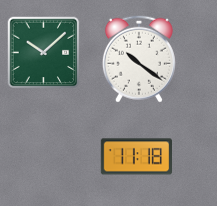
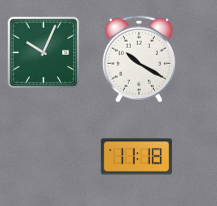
clock at (44, 53): 10:08 -> 10:04
clock at (139, 59): 10:21 -> 10:20
